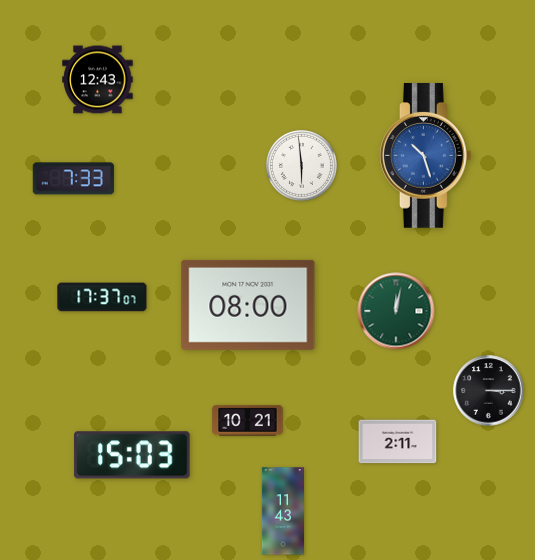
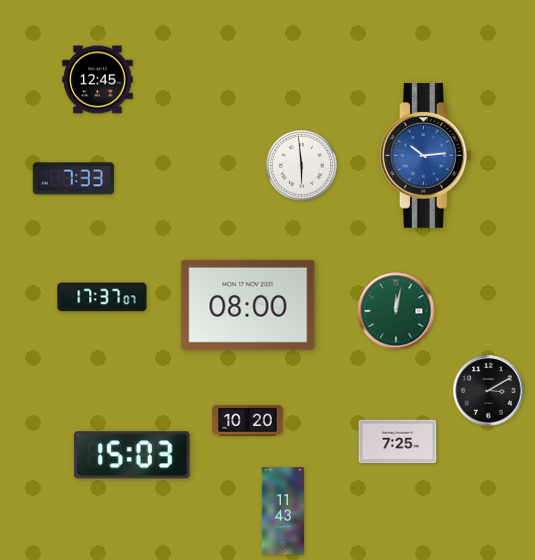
clock at (98, 80): 12:43 -> 12:45
clock at (425, 156): 10:27 -> 10:14
clock at (489, 391): 3:15 -> 3:10
clock at (248, 421): 10:21 -> 10:20
clock at (398, 442): 2:11 -> 7:25
